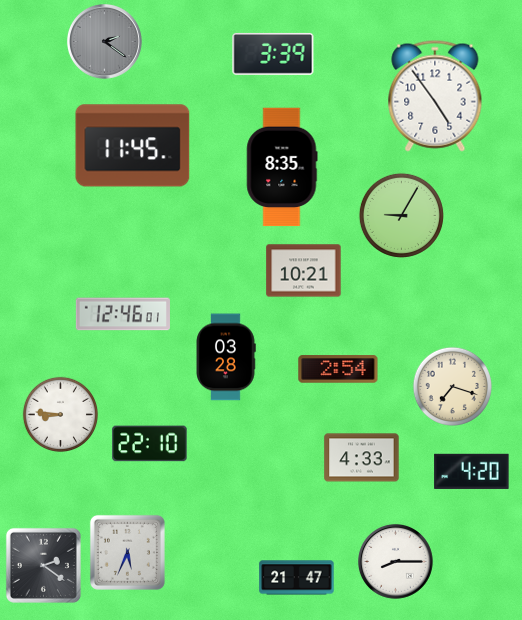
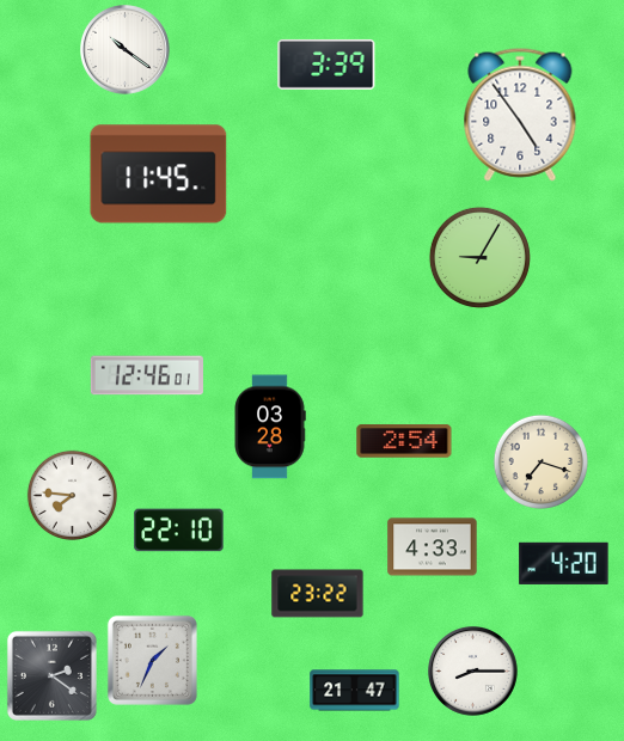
clock at (105, 42): 2:21 -> 10:21
clock at (105, 42) dial: grey -> white
clock at (282, 167): 8:35 -> none
clock at (304, 271): 10:21 -> none
clock at (60, 414): 8:46 -> 7:46
clock at (318, 594): none -> 23:22
clock at (127, 552): 5:34 -> 1:34
